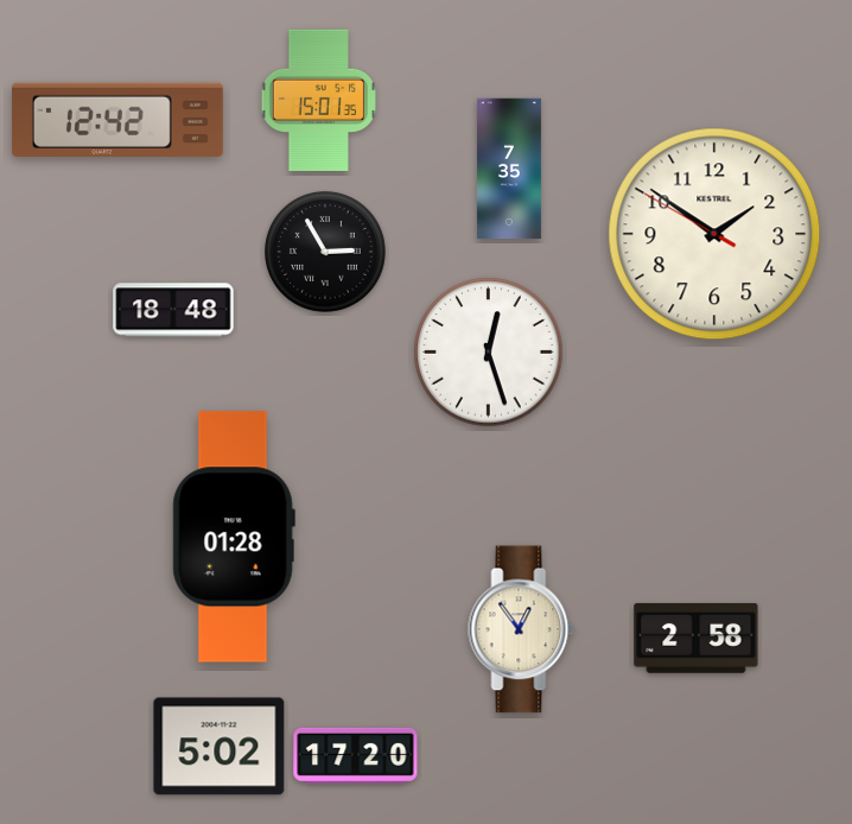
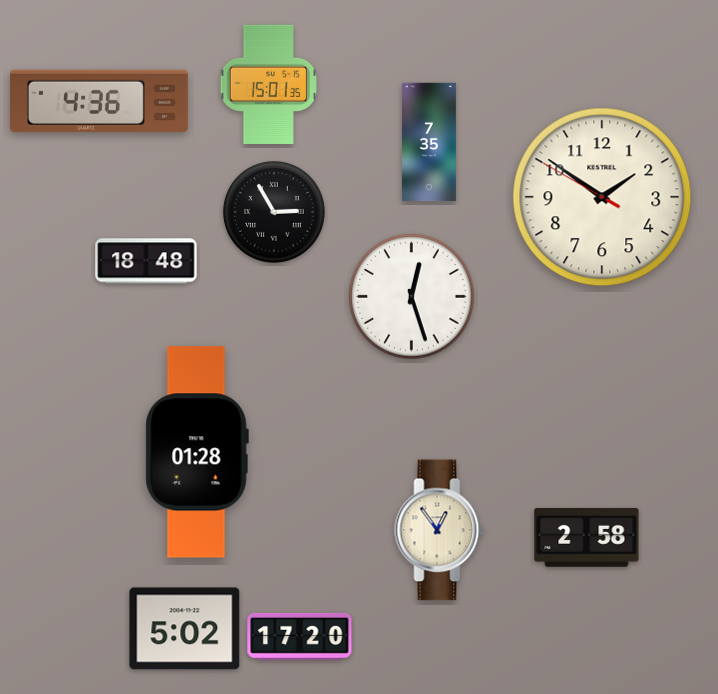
clock at (117, 120): 12:42 -> 4:36
